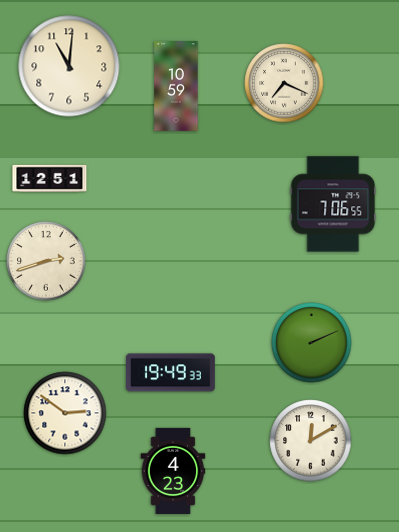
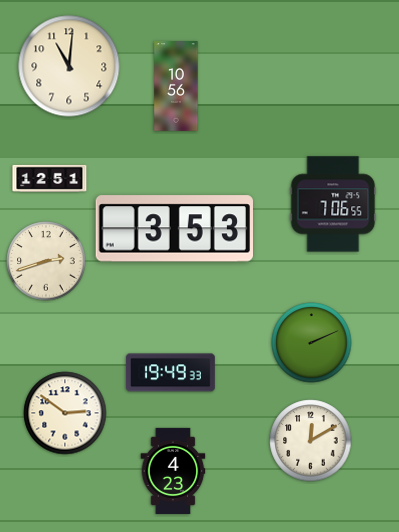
clock at (284, 83): 7:19 -> none
clock at (176, 86): 10:59 -> 10:56
clock at (174, 229): none -> 3:53
